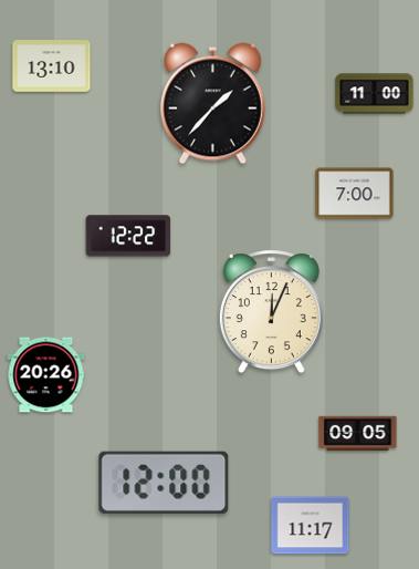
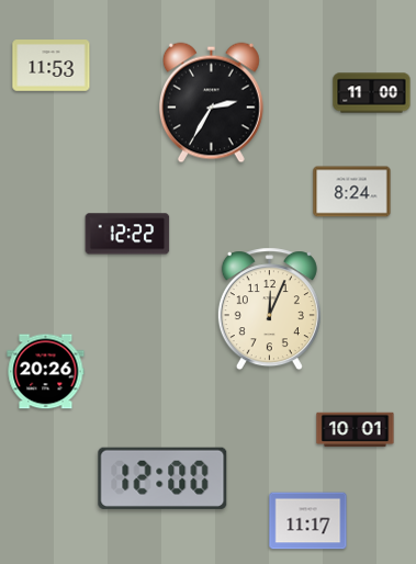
clock at (52, 66): 13:10 -> 11:53
clock at (212, 104): 1:37 -> 2:35
clock at (355, 194): 7:00 -> 8:24
clock at (358, 434): 09:05 -> 10:01
